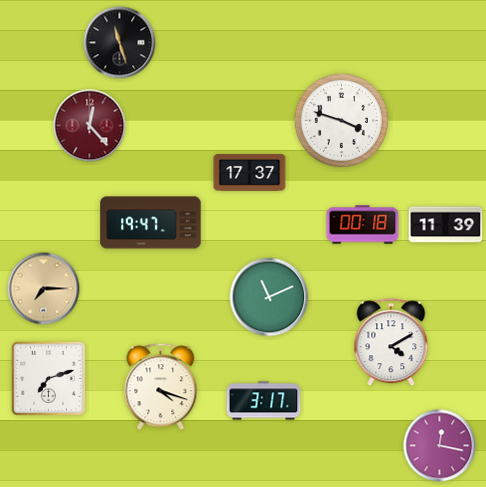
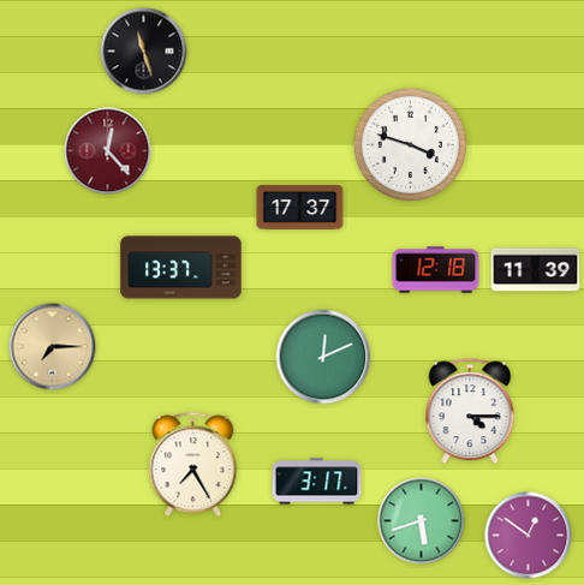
clock at (151, 223): 19:47 -> 13:37
clock at (363, 225): 00:18 -> 12:18
clock at (269, 297): 11:11 -> 12:11
clock at (391, 343): 4:10 -> 4:15
clock at (49, 379): 7:12 -> none
clock at (161, 387): 4:18 -> 7:25
clock at (422, 521): none -> 5:42
clock at (440, 446): 12:17 -> 12:51
